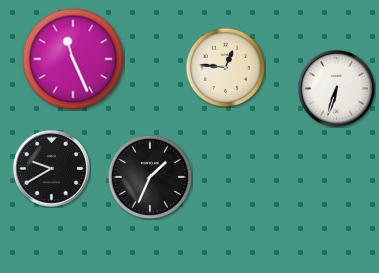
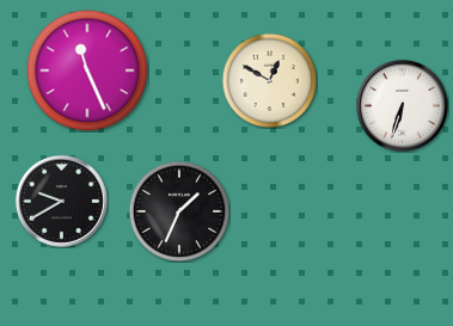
clock at (225, 67): 12:46 -> 12:50
